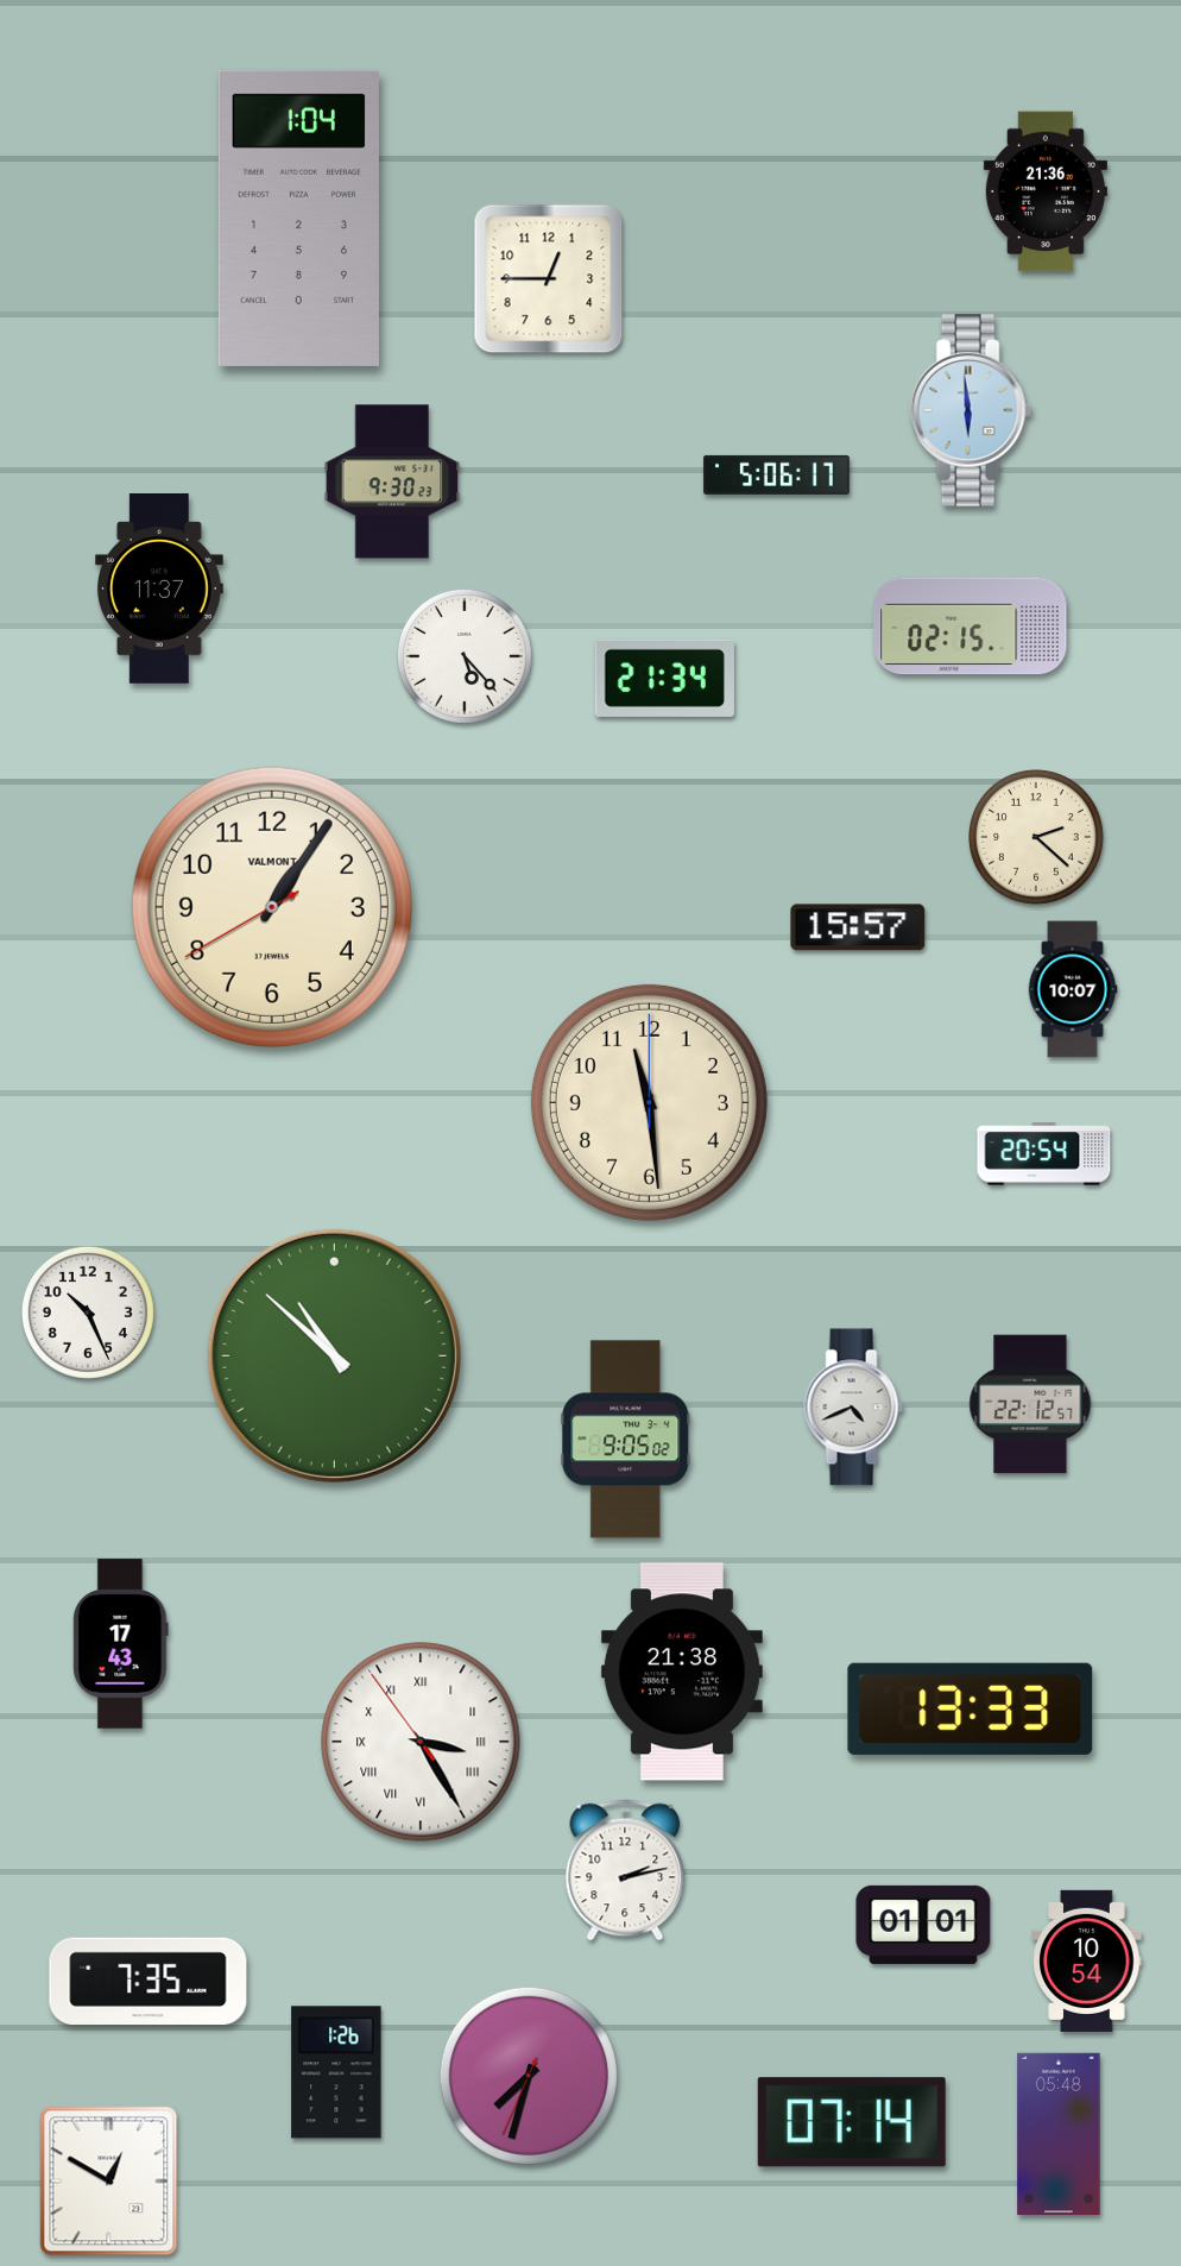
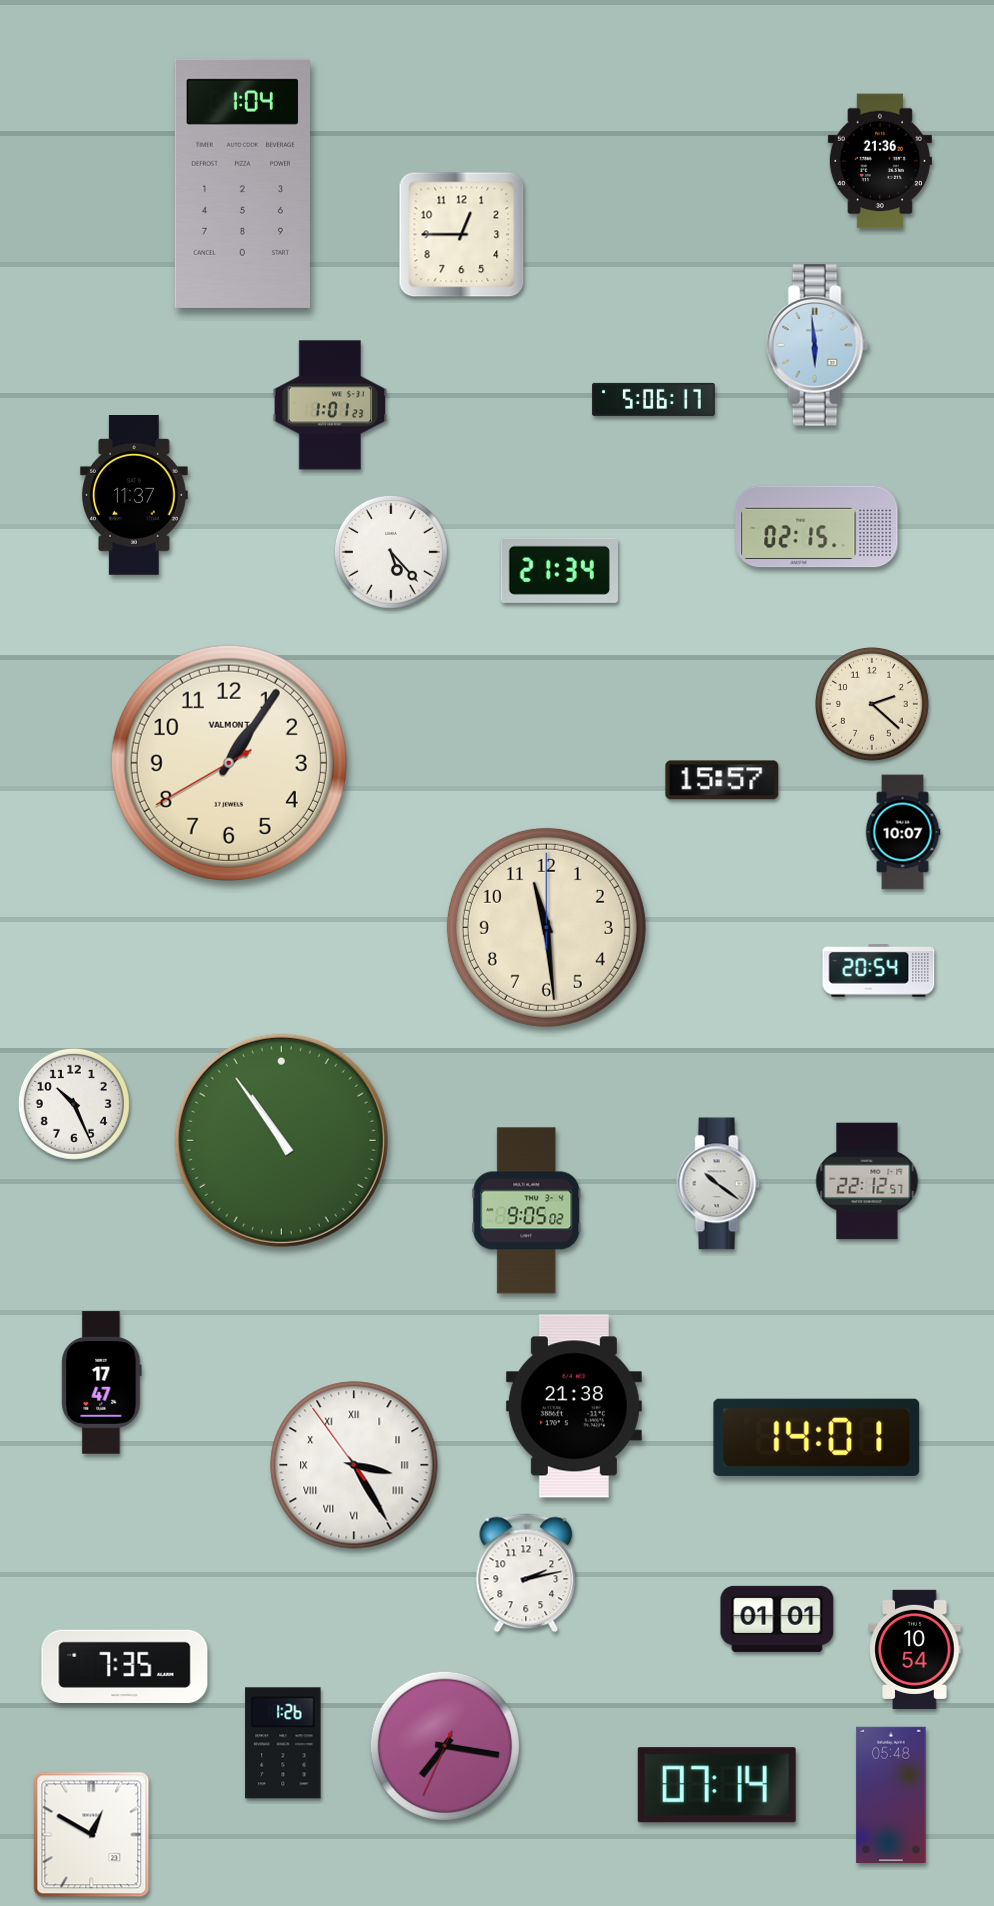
clock at (298, 218) position: (298, 218) -> (242, 183)
clock at (392, 481): 9:30 -> 1:01
clock at (334, 1355): 10:52 -> 10:54
clock at (854, 1408): 4:41 -> 10:21
clock at (121, 1644): 17:43 -> 17:47
clock at (971, 1708): 13:33 -> 14:01
clock at (529, 2076): 7:32 -> 7:16
